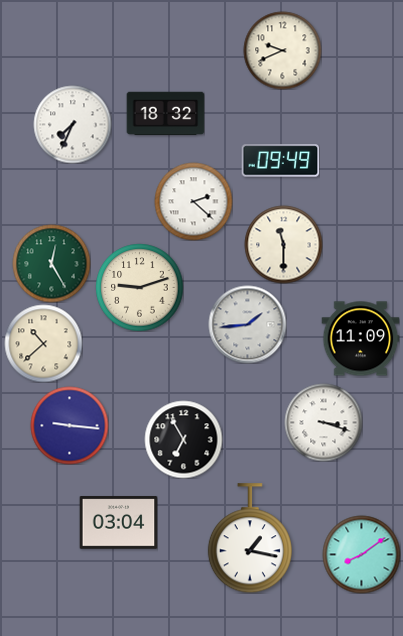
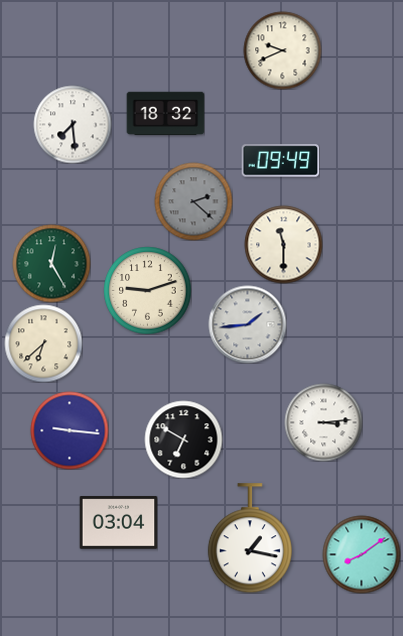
clock at (72, 124): 7:34 -> 7:29
clock at (193, 201) dial: white -> grey
clock at (139, 287) position: (139, 287) -> (147, 290)
clock at (360, 339): 11:09 -> none
clock at (43, 343): 10:38 -> 6:38
clock at (323, 422): 3:18 -> 3:14
clock at (69, 425) position: (69, 425) -> (69, 430)
clock at (183, 439): 6:55 -> 6:50
